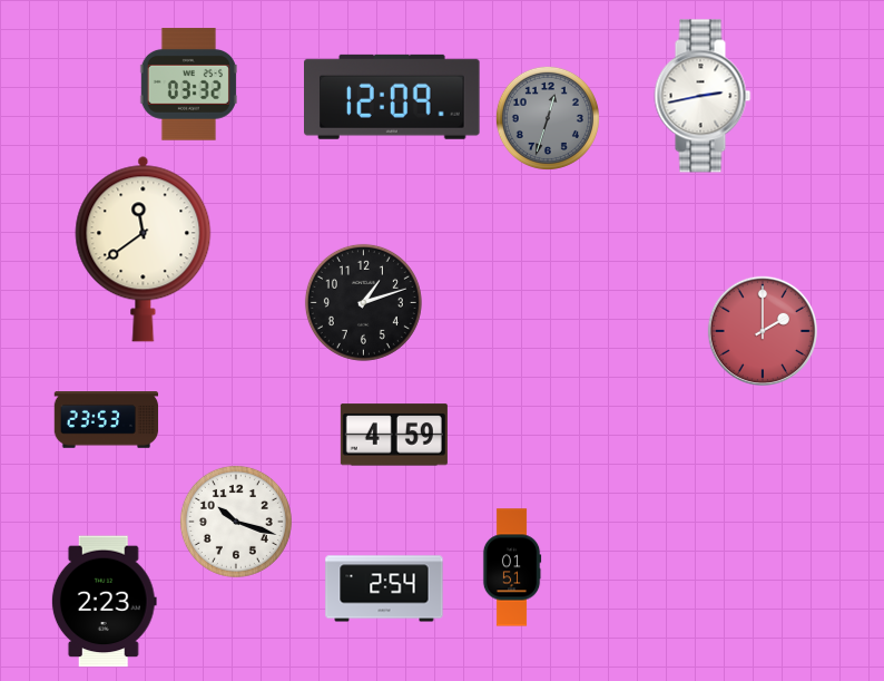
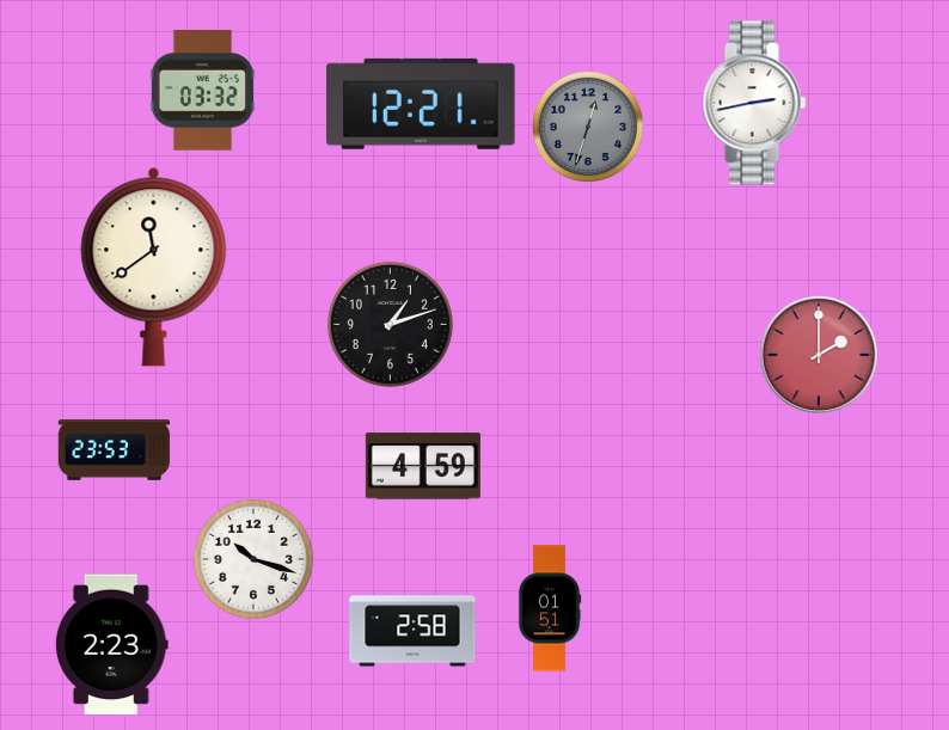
clock at (393, 97): 12:09 -> 12:21
clock at (384, 588): 2:54 -> 2:58
